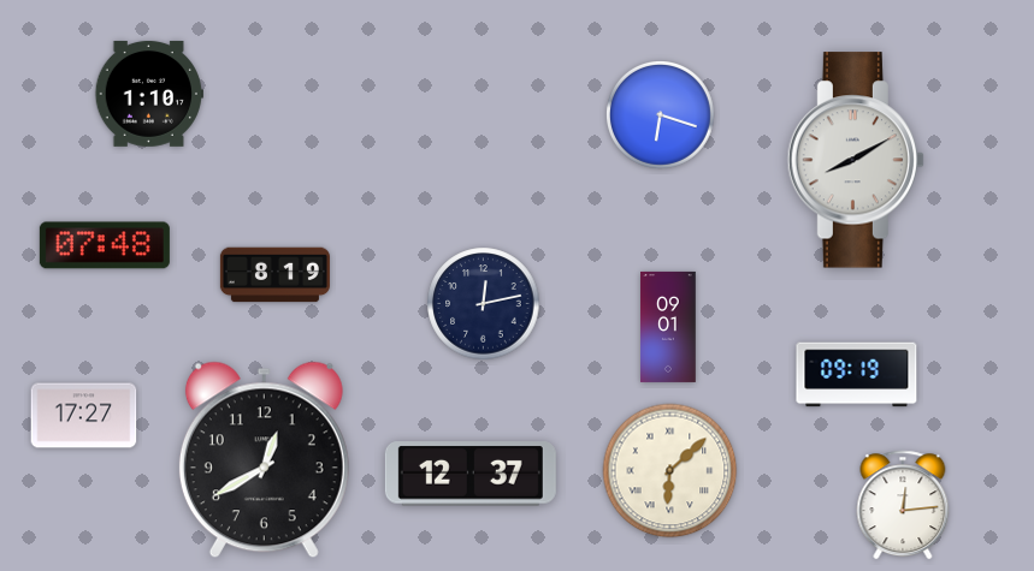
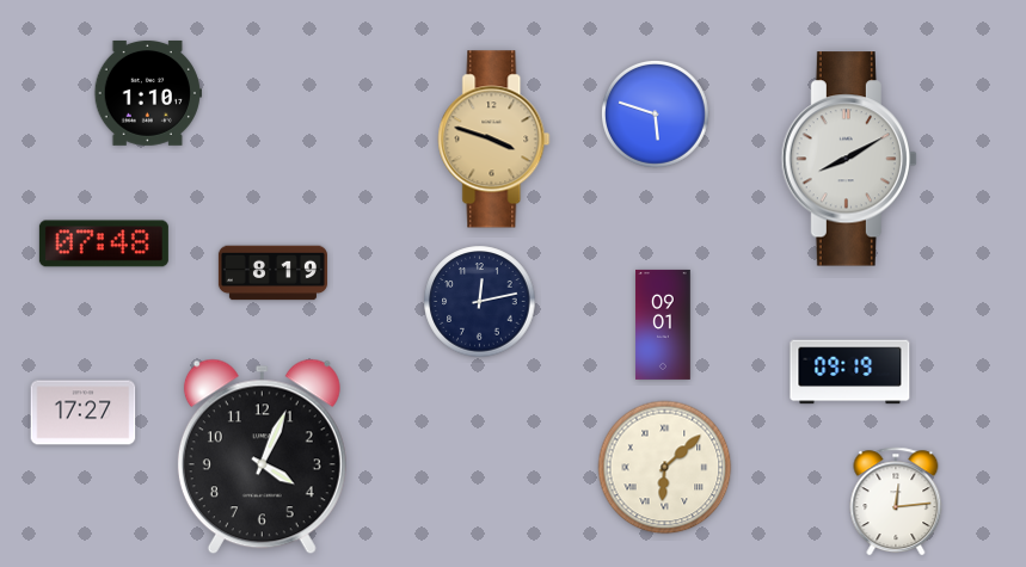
clock at (661, 115): 6:18 -> 5:48
clock at (494, 140): none -> 3:48
clock at (264, 460): 12:40 -> 4:04
clock at (471, 474): 12:37 -> none
